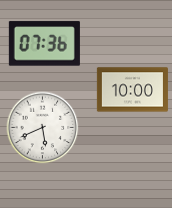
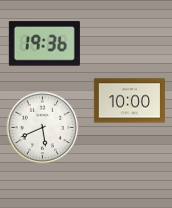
clock at (44, 44): 07:36 -> 19:36
clock at (132, 90) position: (132, 90) -> (129, 101)
